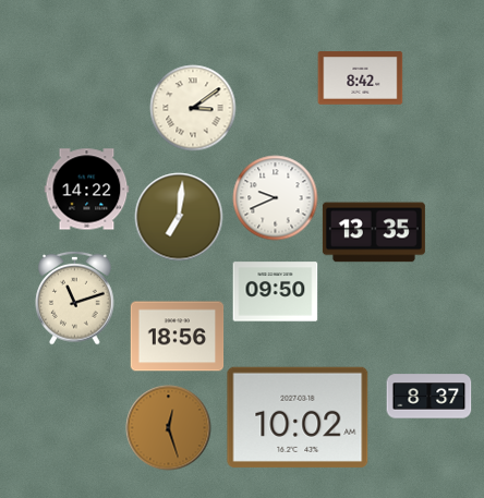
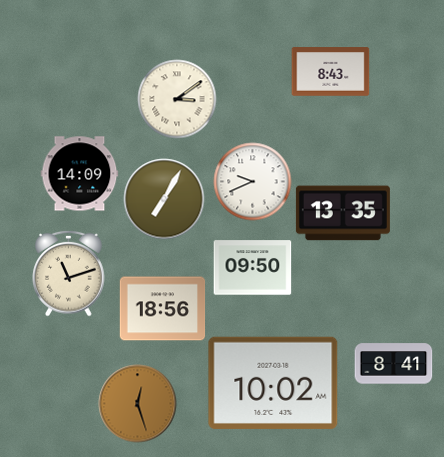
clock at (360, 78): 8:42 -> 8:43
clock at (86, 190): 14:22 -> 14:09
clock at (179, 217): 7:01 -> 7:05
clock at (428, 397): 8:37 -> 8:41
clock at (168, 427) position: (168, 427) -> (137, 403)
